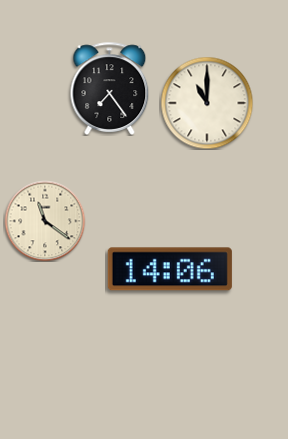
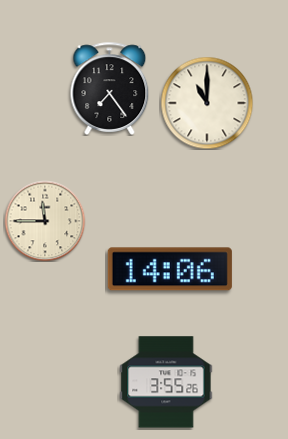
clock at (45, 221): 11:21 -> 11:45
clock at (166, 382): none -> 3:55
